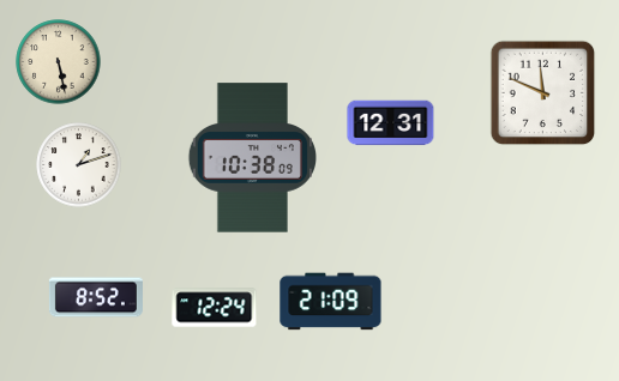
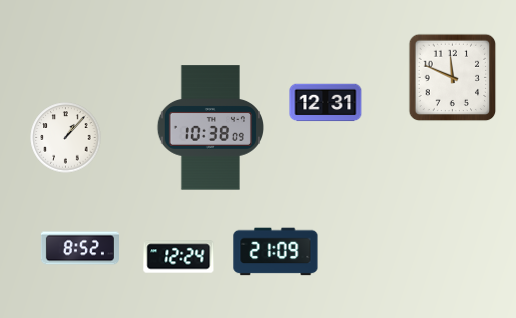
clock at (59, 62): 5:28 -> none
clock at (252, 158) position: (252, 158) -> (210, 128)
clock at (79, 165): 1:12 -> 1:07
